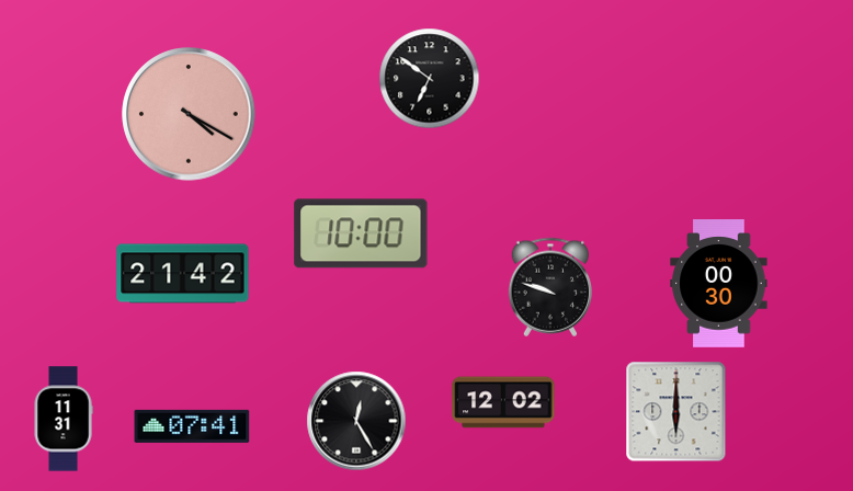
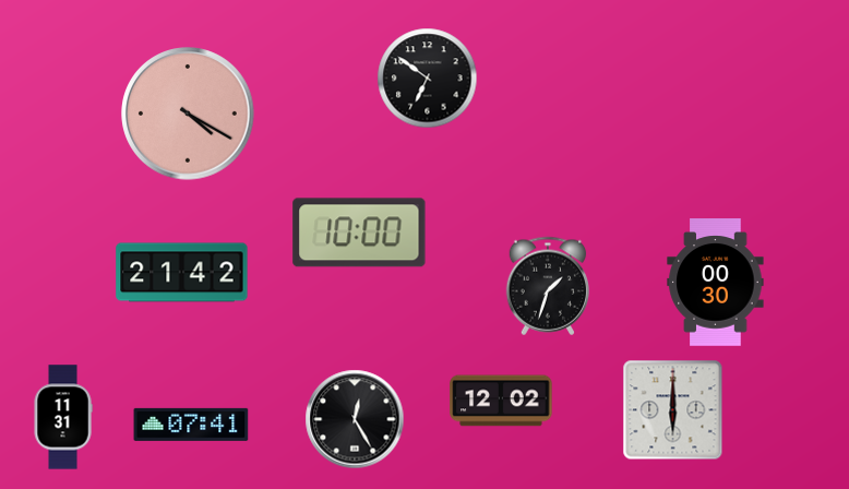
clock at (550, 287): 9:48 -> 1:33
